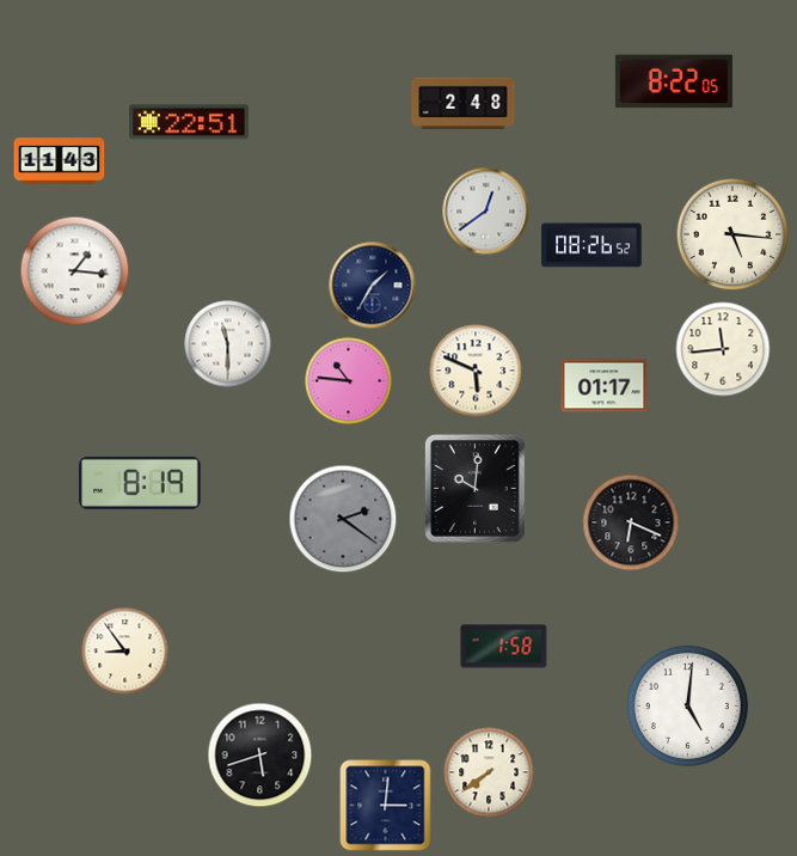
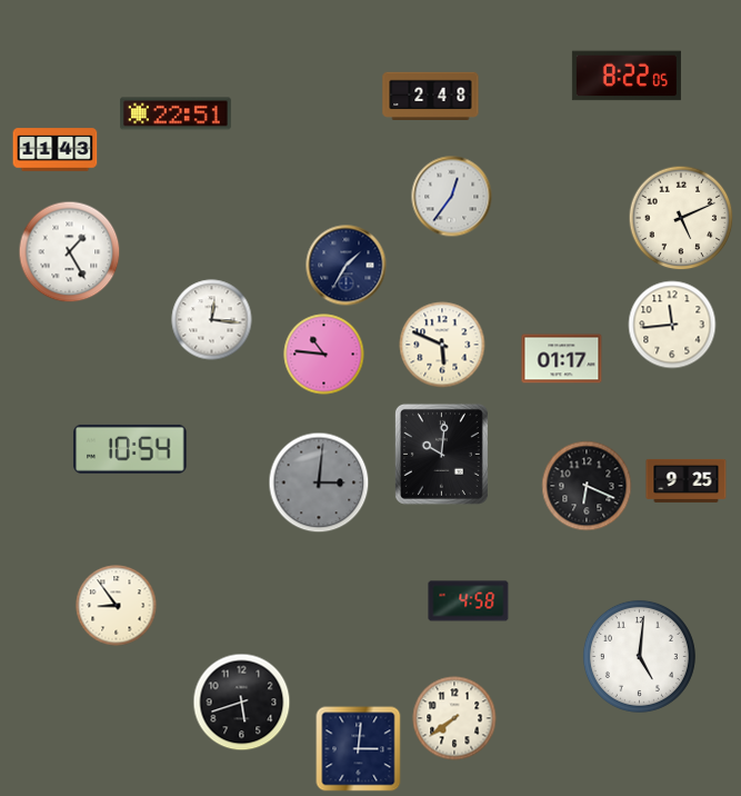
clock at (486, 212): 12:39 -> 12:36
clock at (732, 234): 5:16 -> 5:11
clock at (591, 245): 08:26 -> none
clock at (75, 271): 1:16 -> 1:25
clock at (228, 344): 11:30 -> 12:16
clock at (140, 483): 8:19 -> 10:54
clock at (687, 480): none -> 9:25
clock at (343, 519): 2:21 -> 3:01
clock at (504, 647): 1:58 -> 4:58
